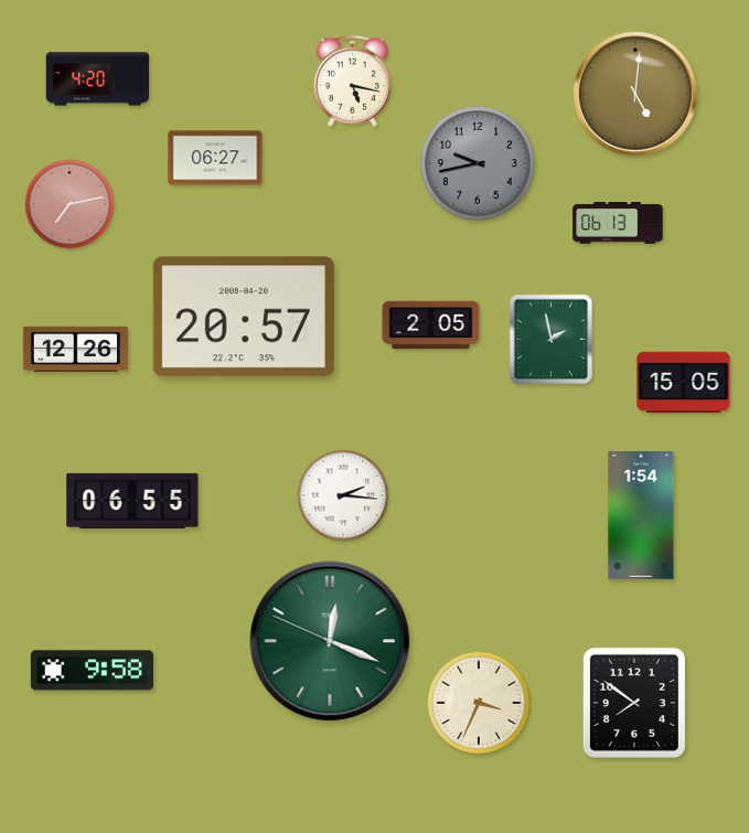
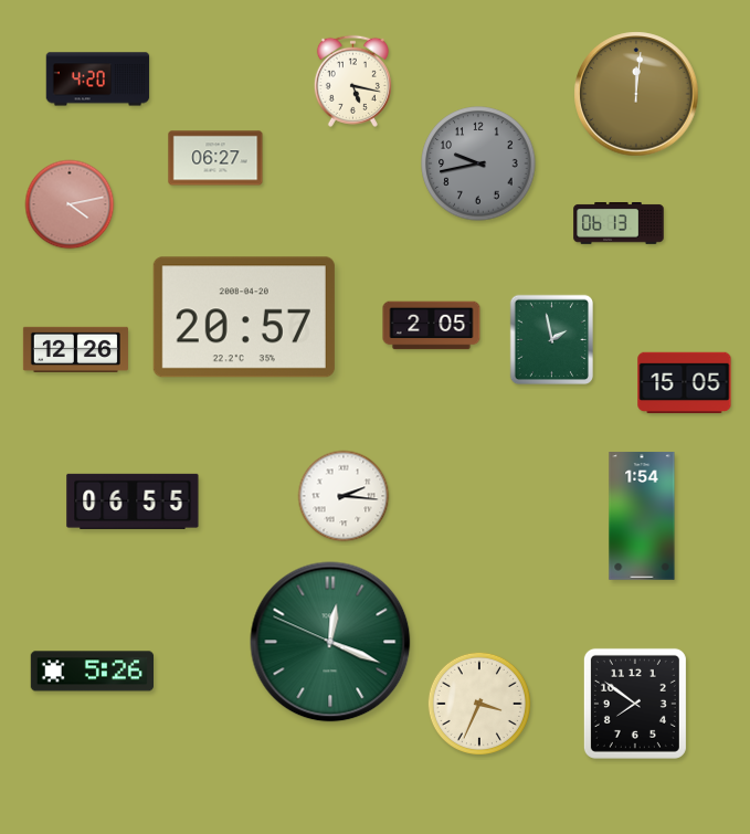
clock at (635, 94): 5:01 -> 12:01
clock at (69, 204): 7:13 -> 4:13
clock at (92, 671): 9:58 -> 5:26
